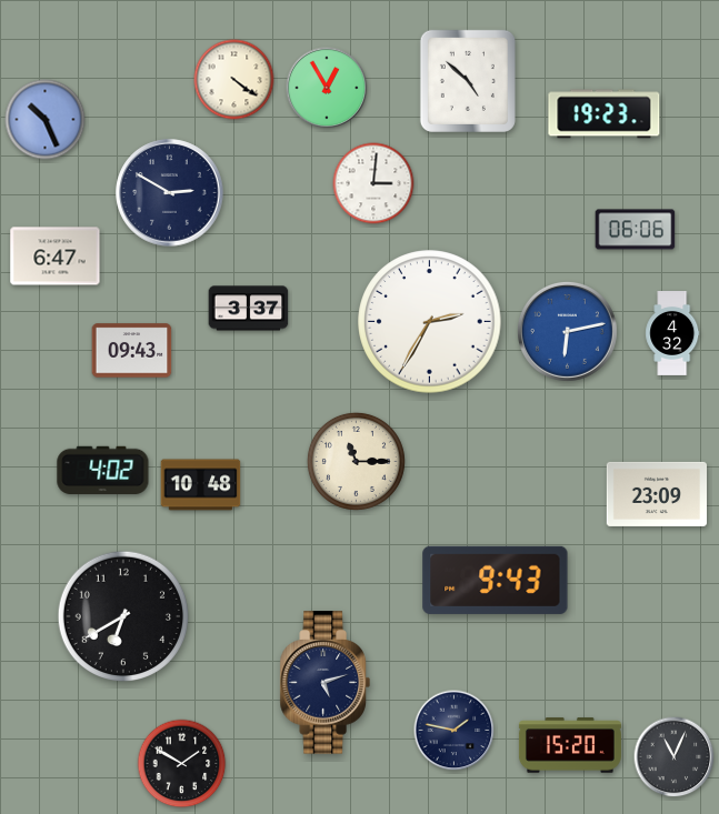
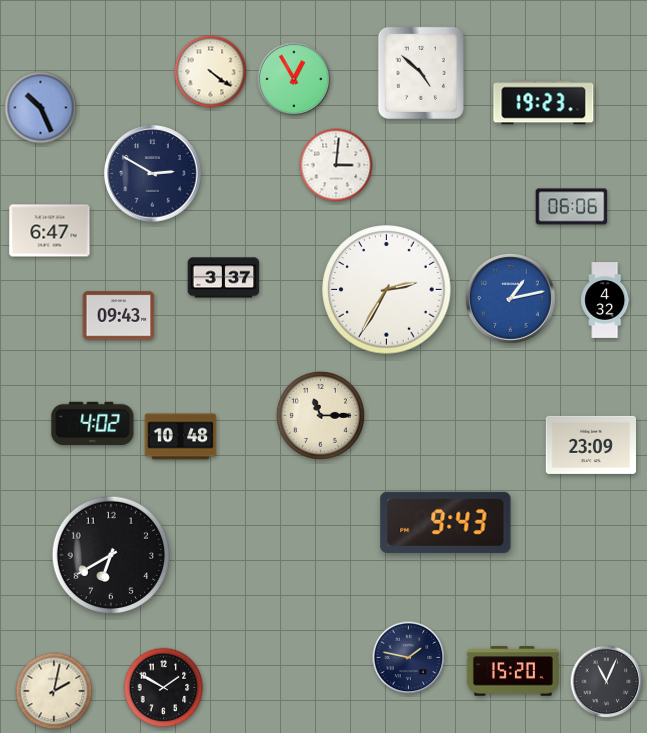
clock at (567, 331): 6:13 -> 1:13
clock at (324, 683): 5:12 -> none
clock at (54, 691): none -> 2:02
